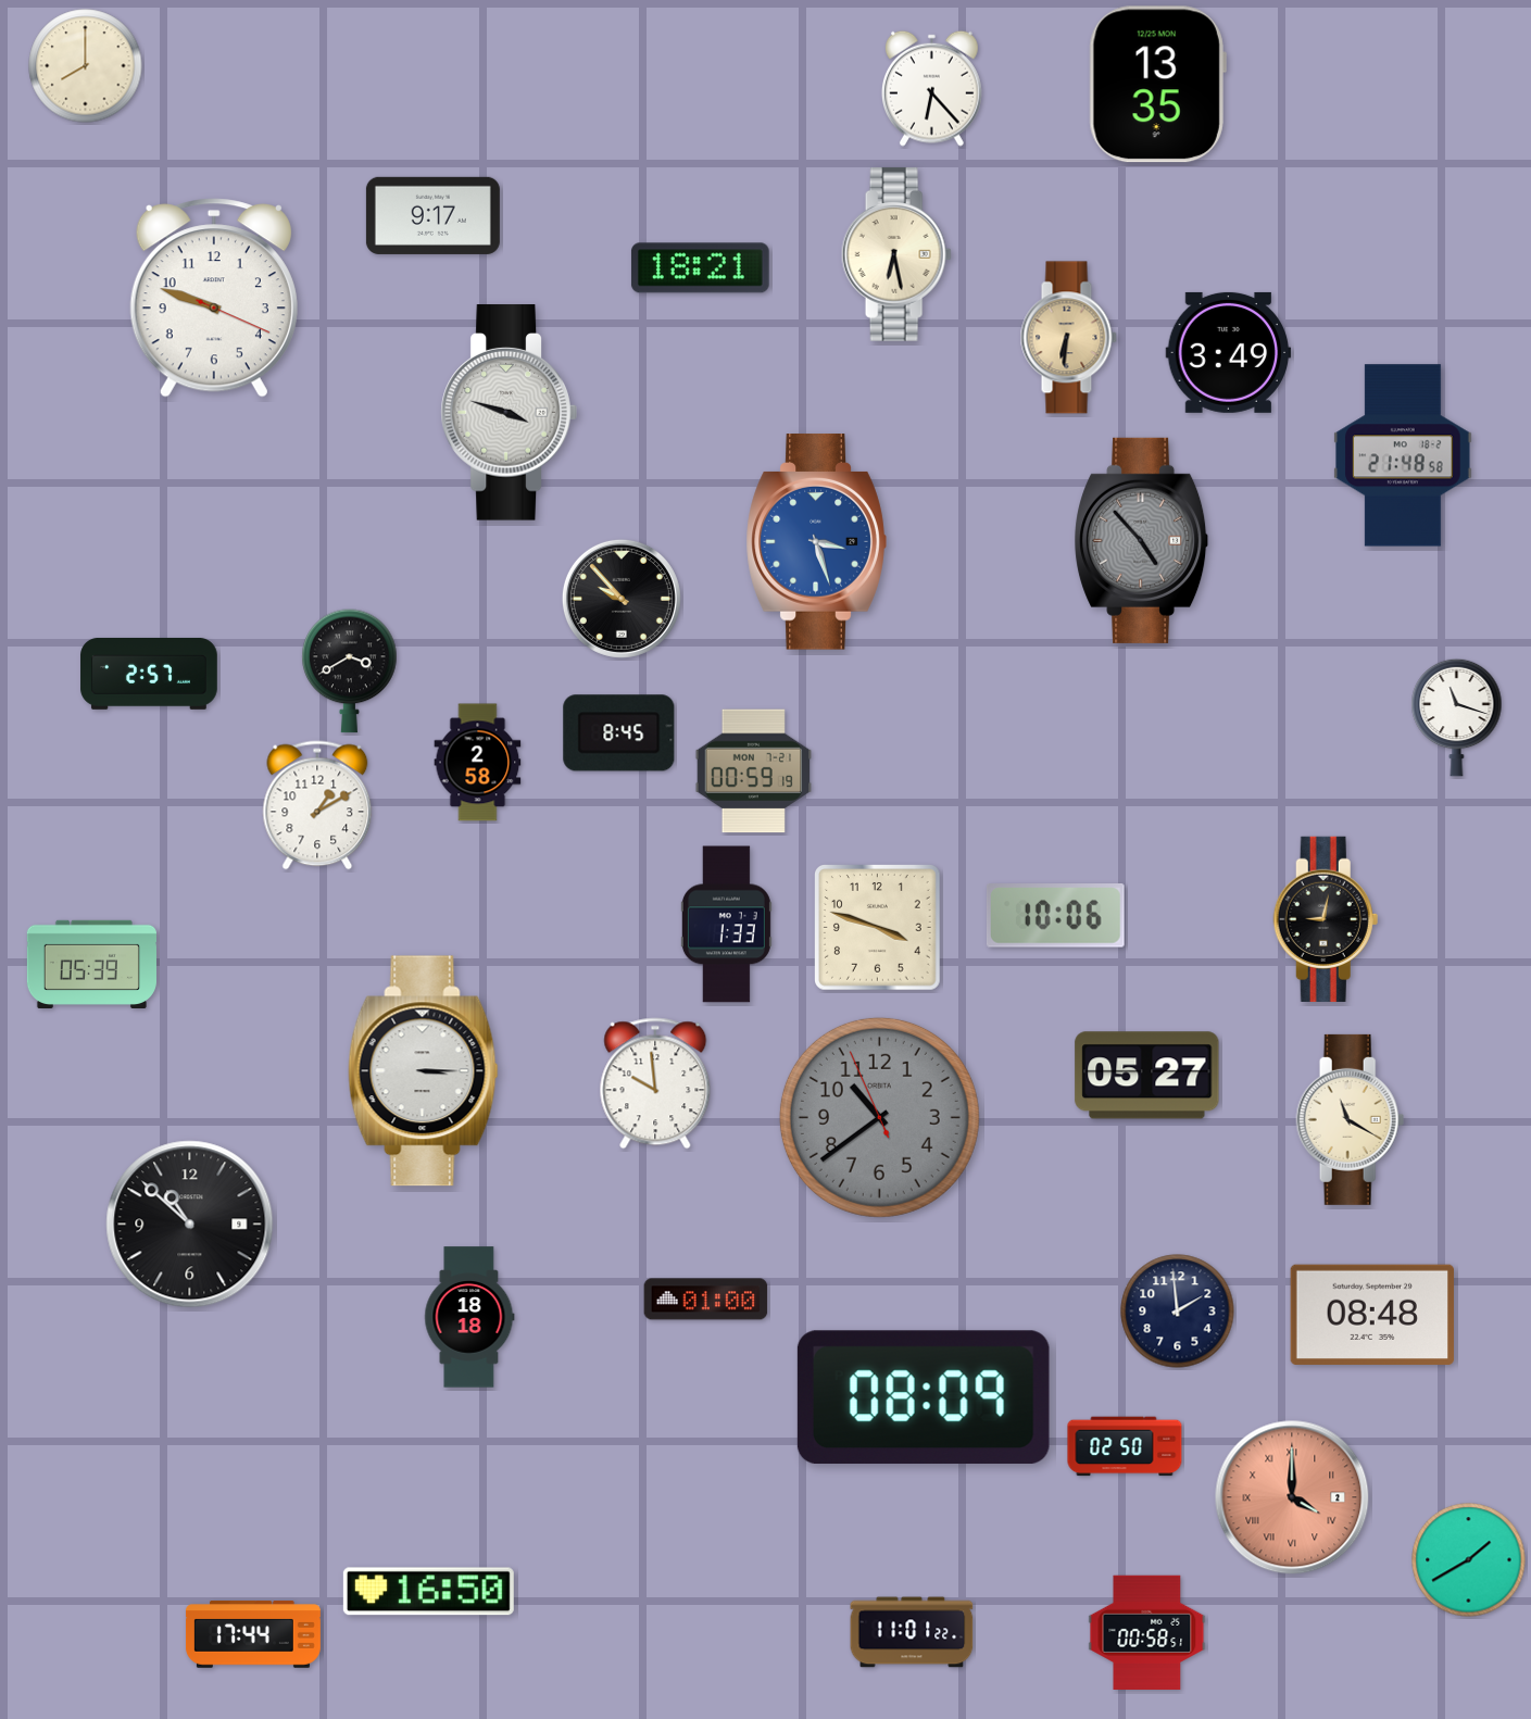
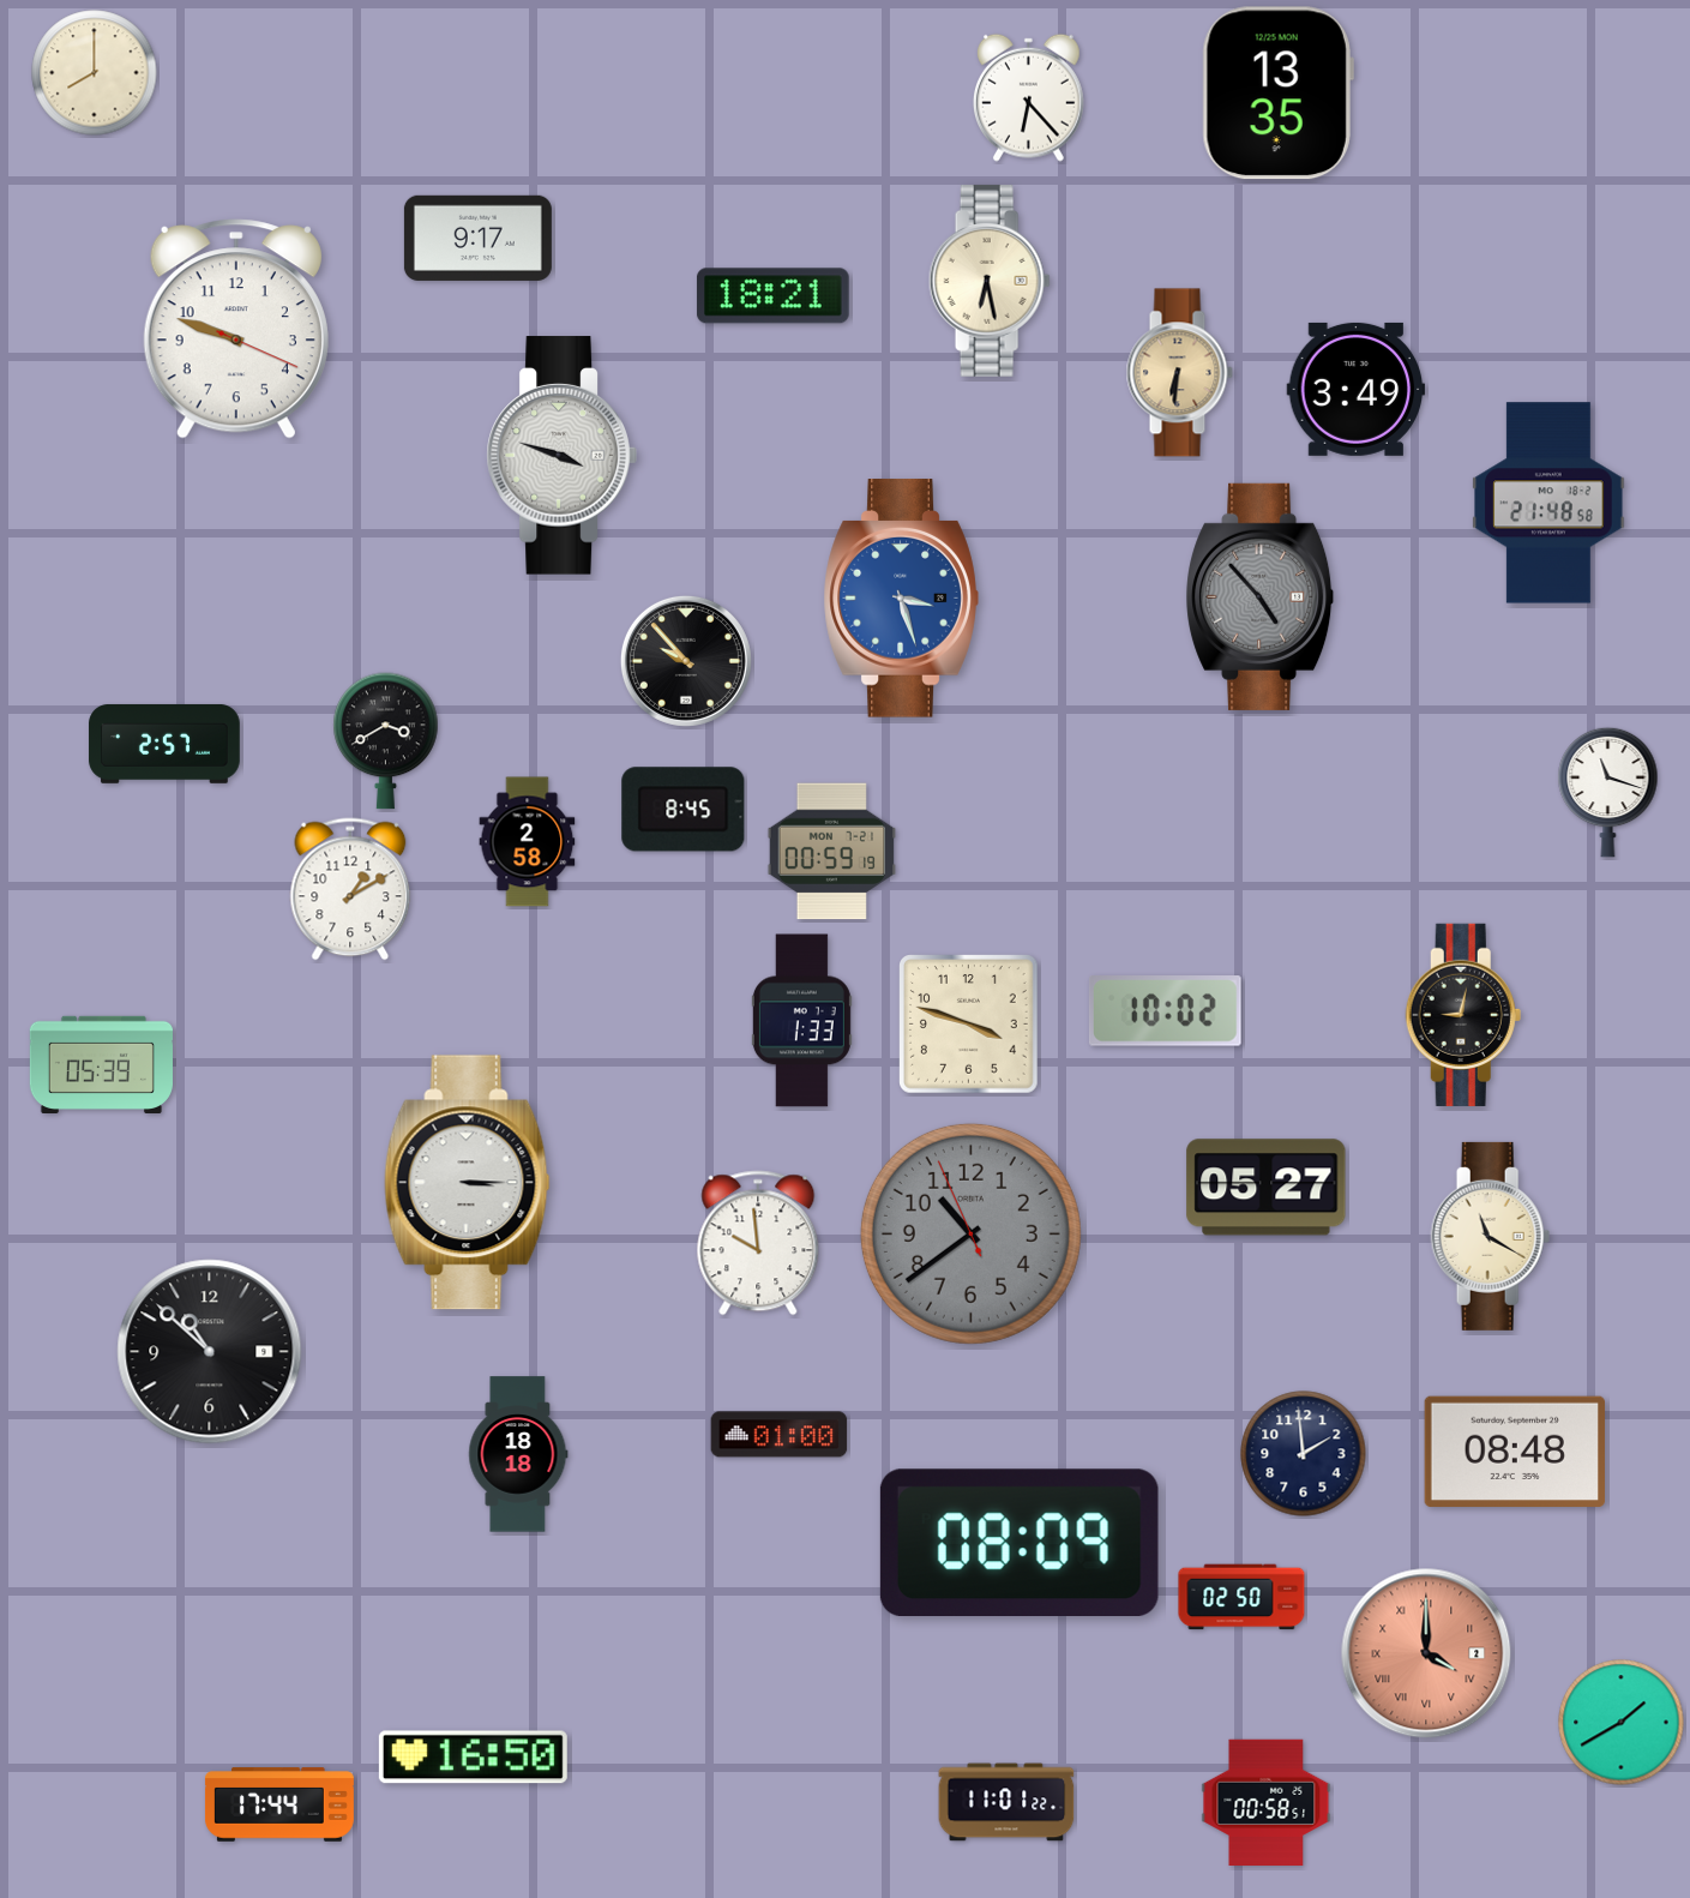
clock at (1055, 916): 10:06 -> 10:02
clock at (655, 1083) position: (655, 1083) -> (758, 1243)
clock at (1178, 1312) position: (1178, 1312) -> (1304, 1454)
